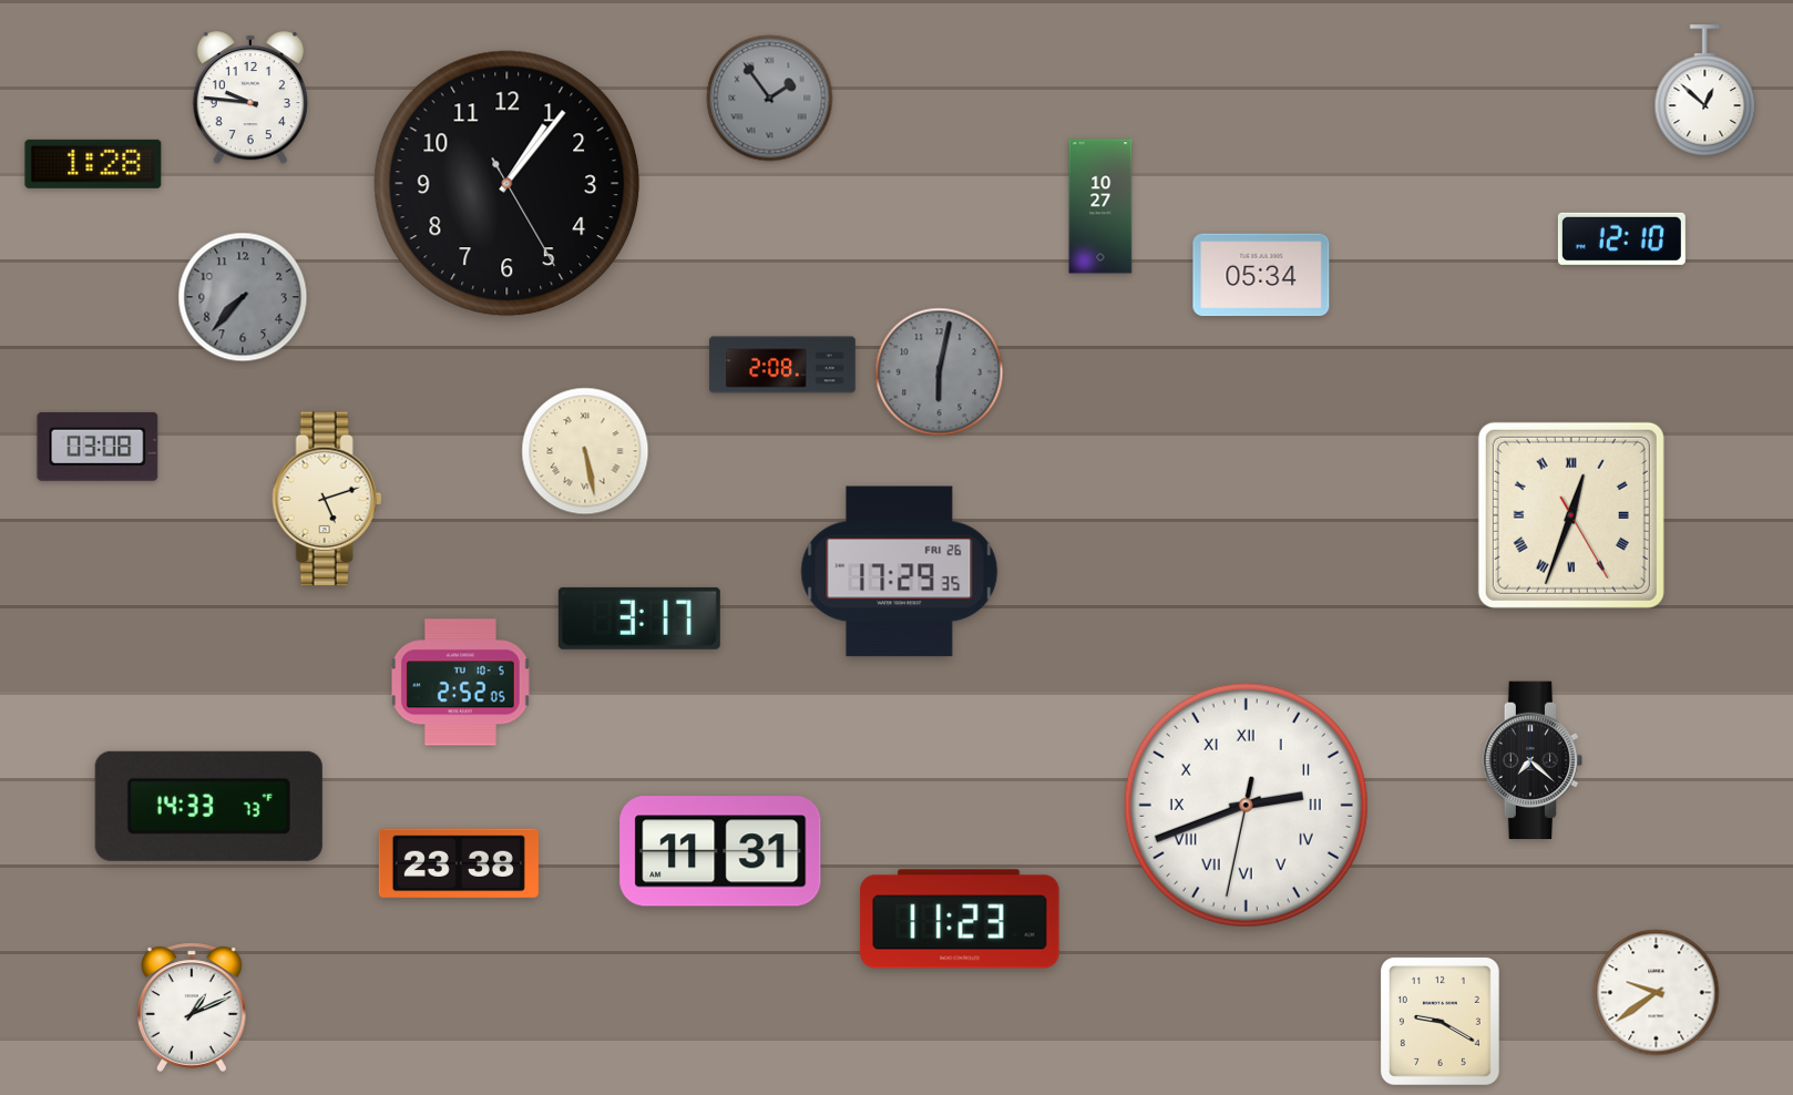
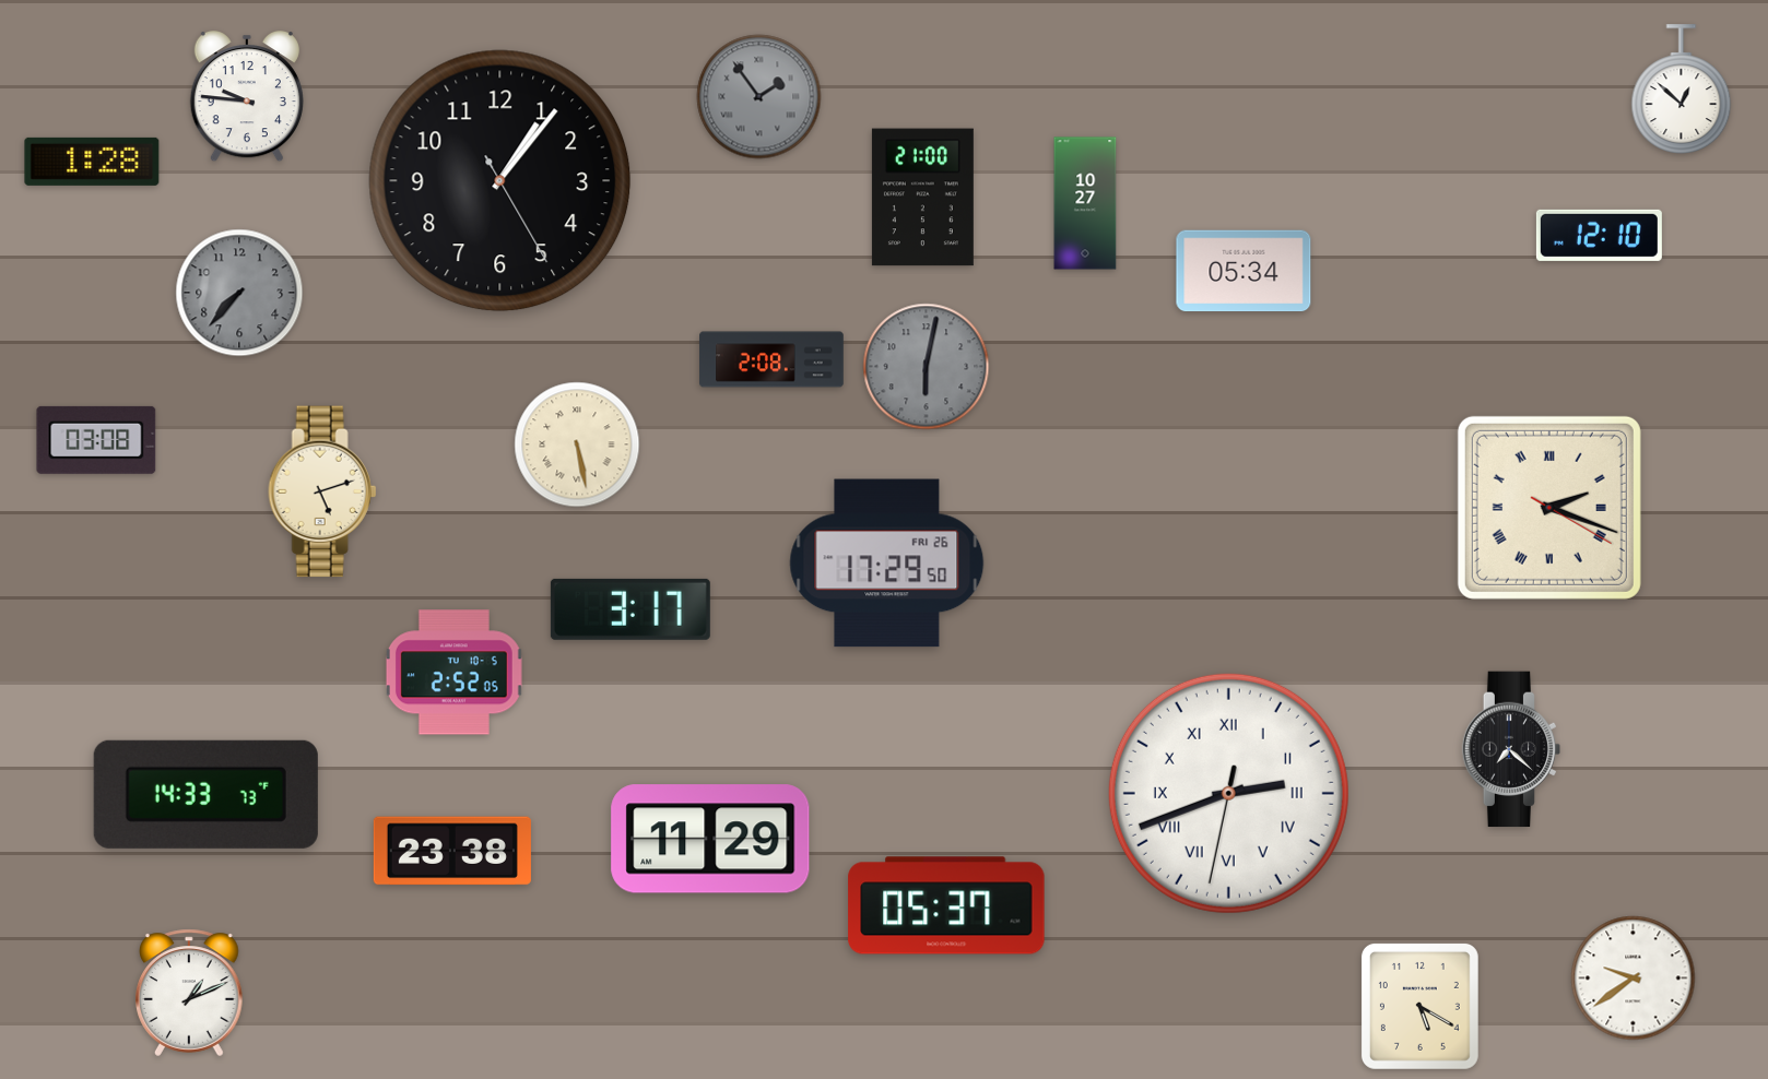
clock at (922, 198): none -> 21:00
clock at (1571, 515): 12:33 -> 2:18
clock at (900, 572): 17:29:35 -> 17:29:50
clock at (720, 851): 11:31 -> 11:29
clock at (960, 919): 11:23 -> 05:37
clock at (1439, 1021): 9:20 -> 5:20
